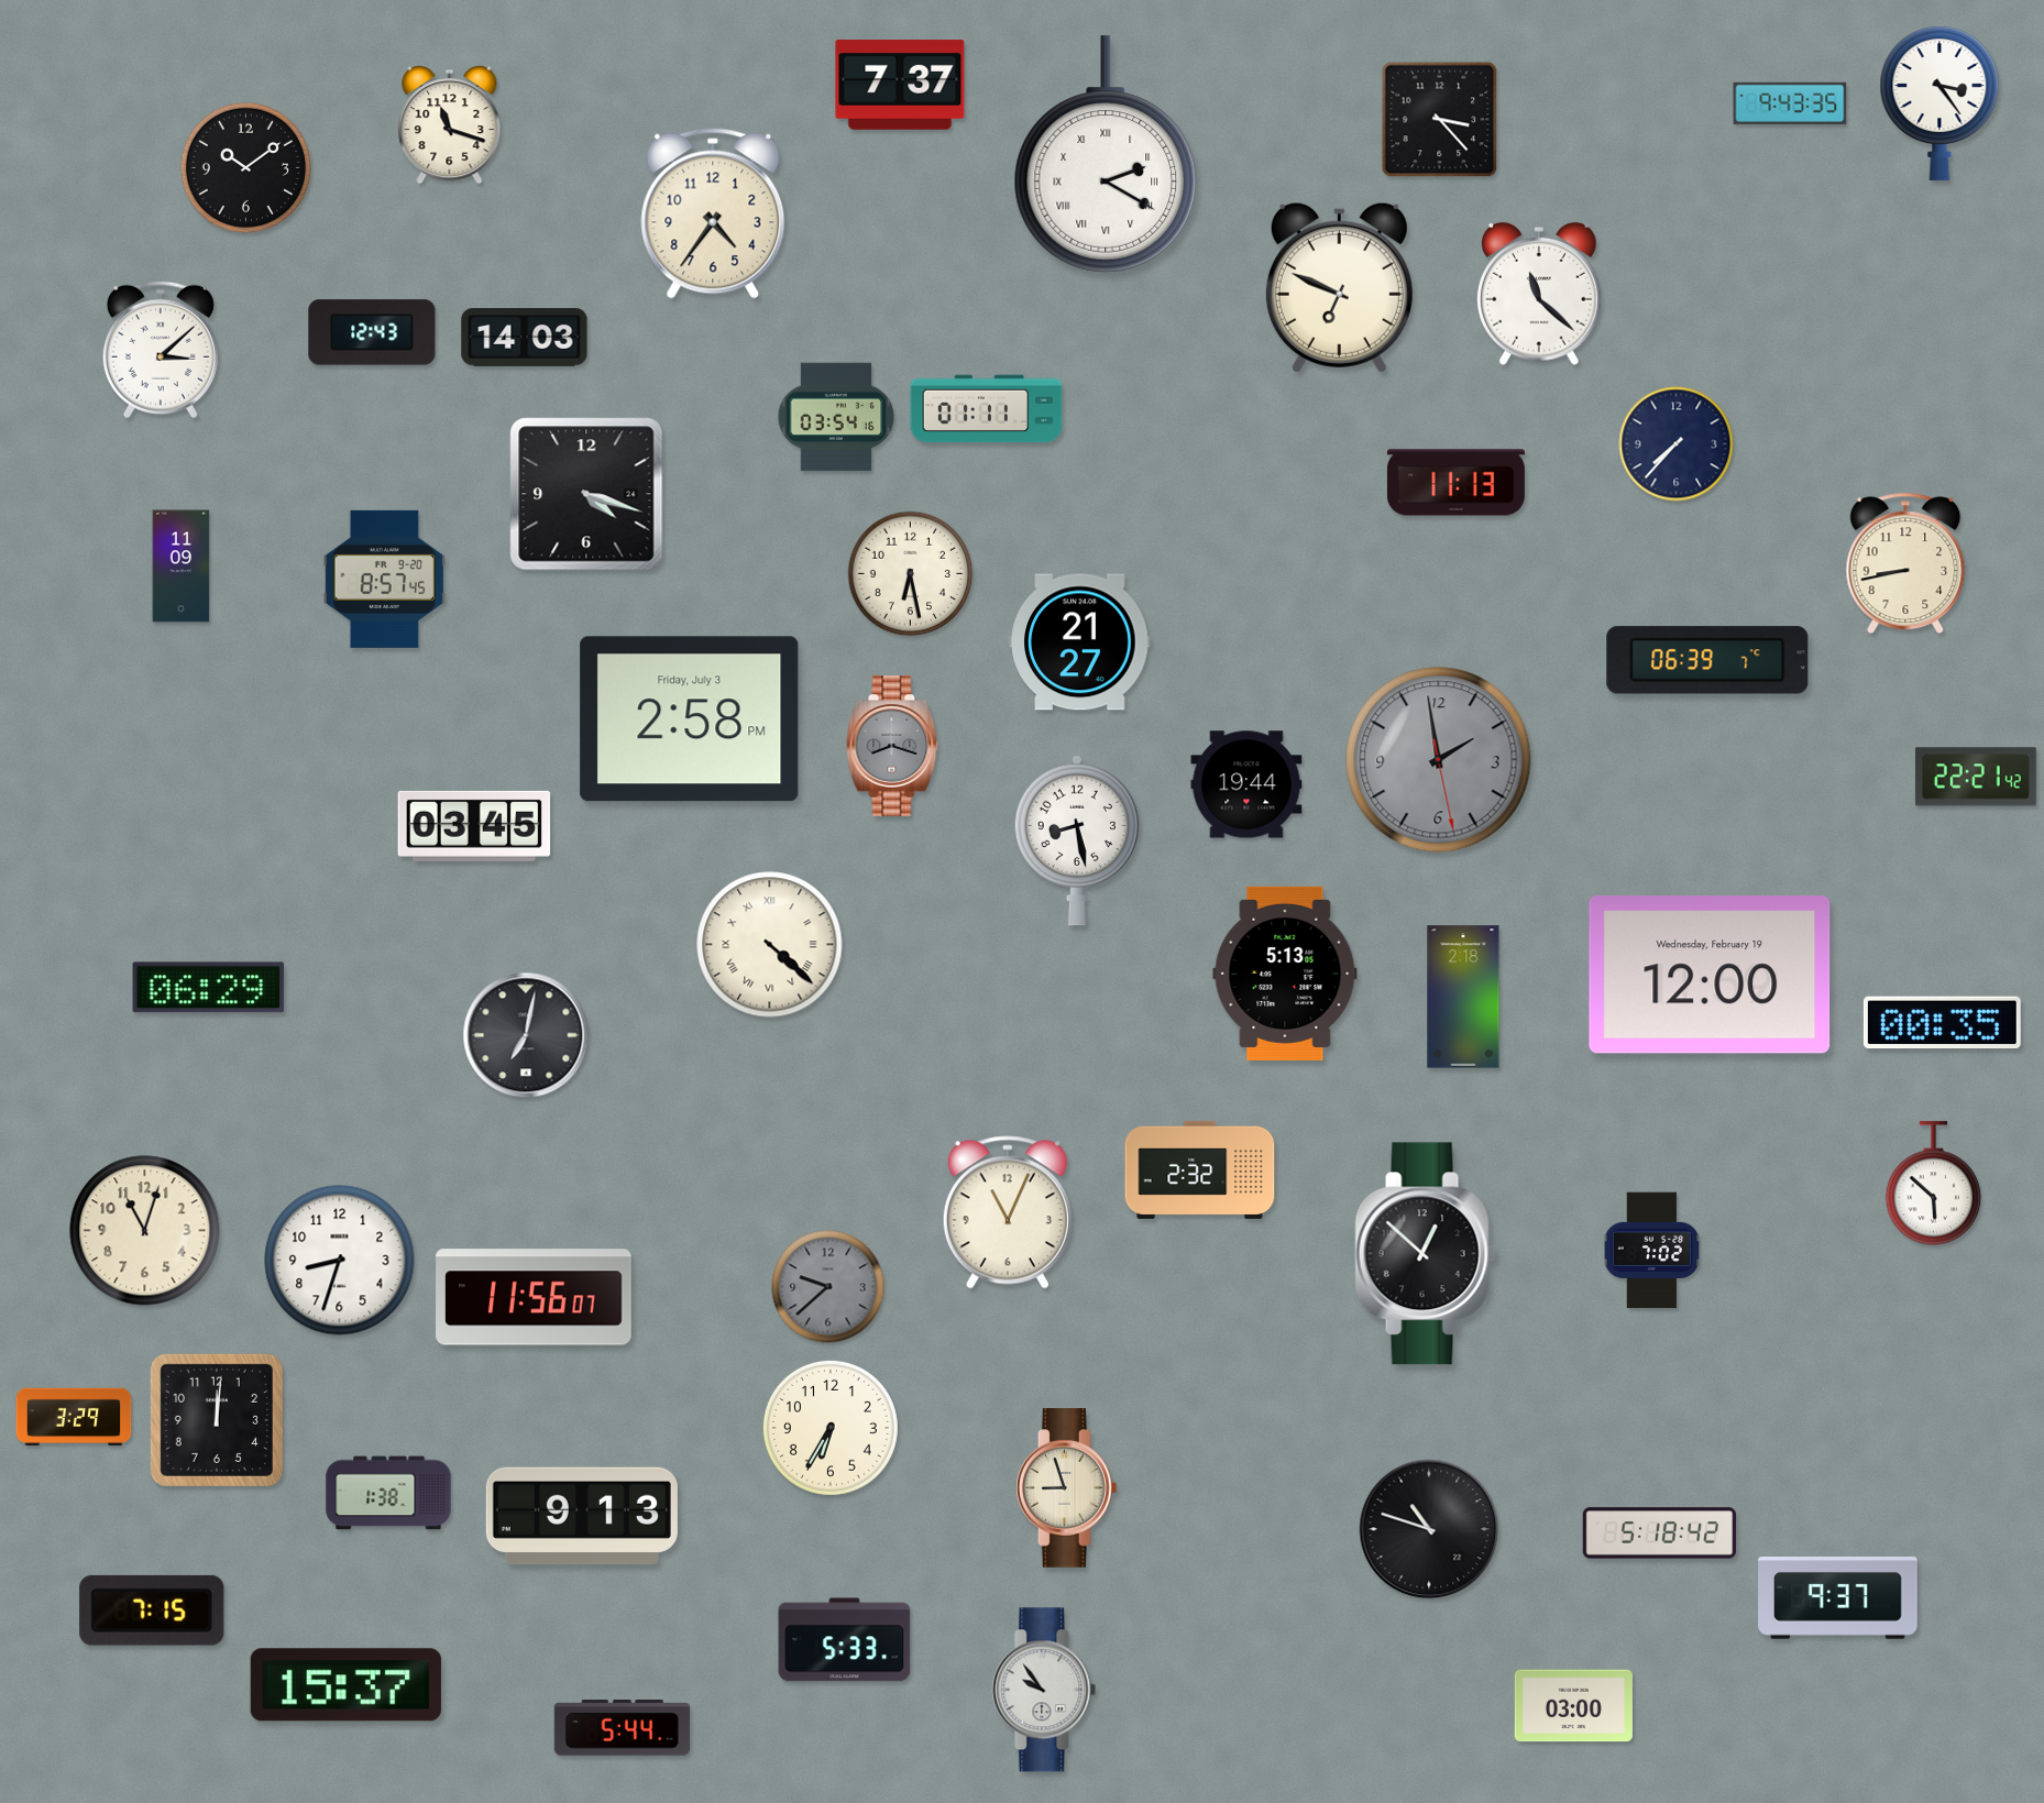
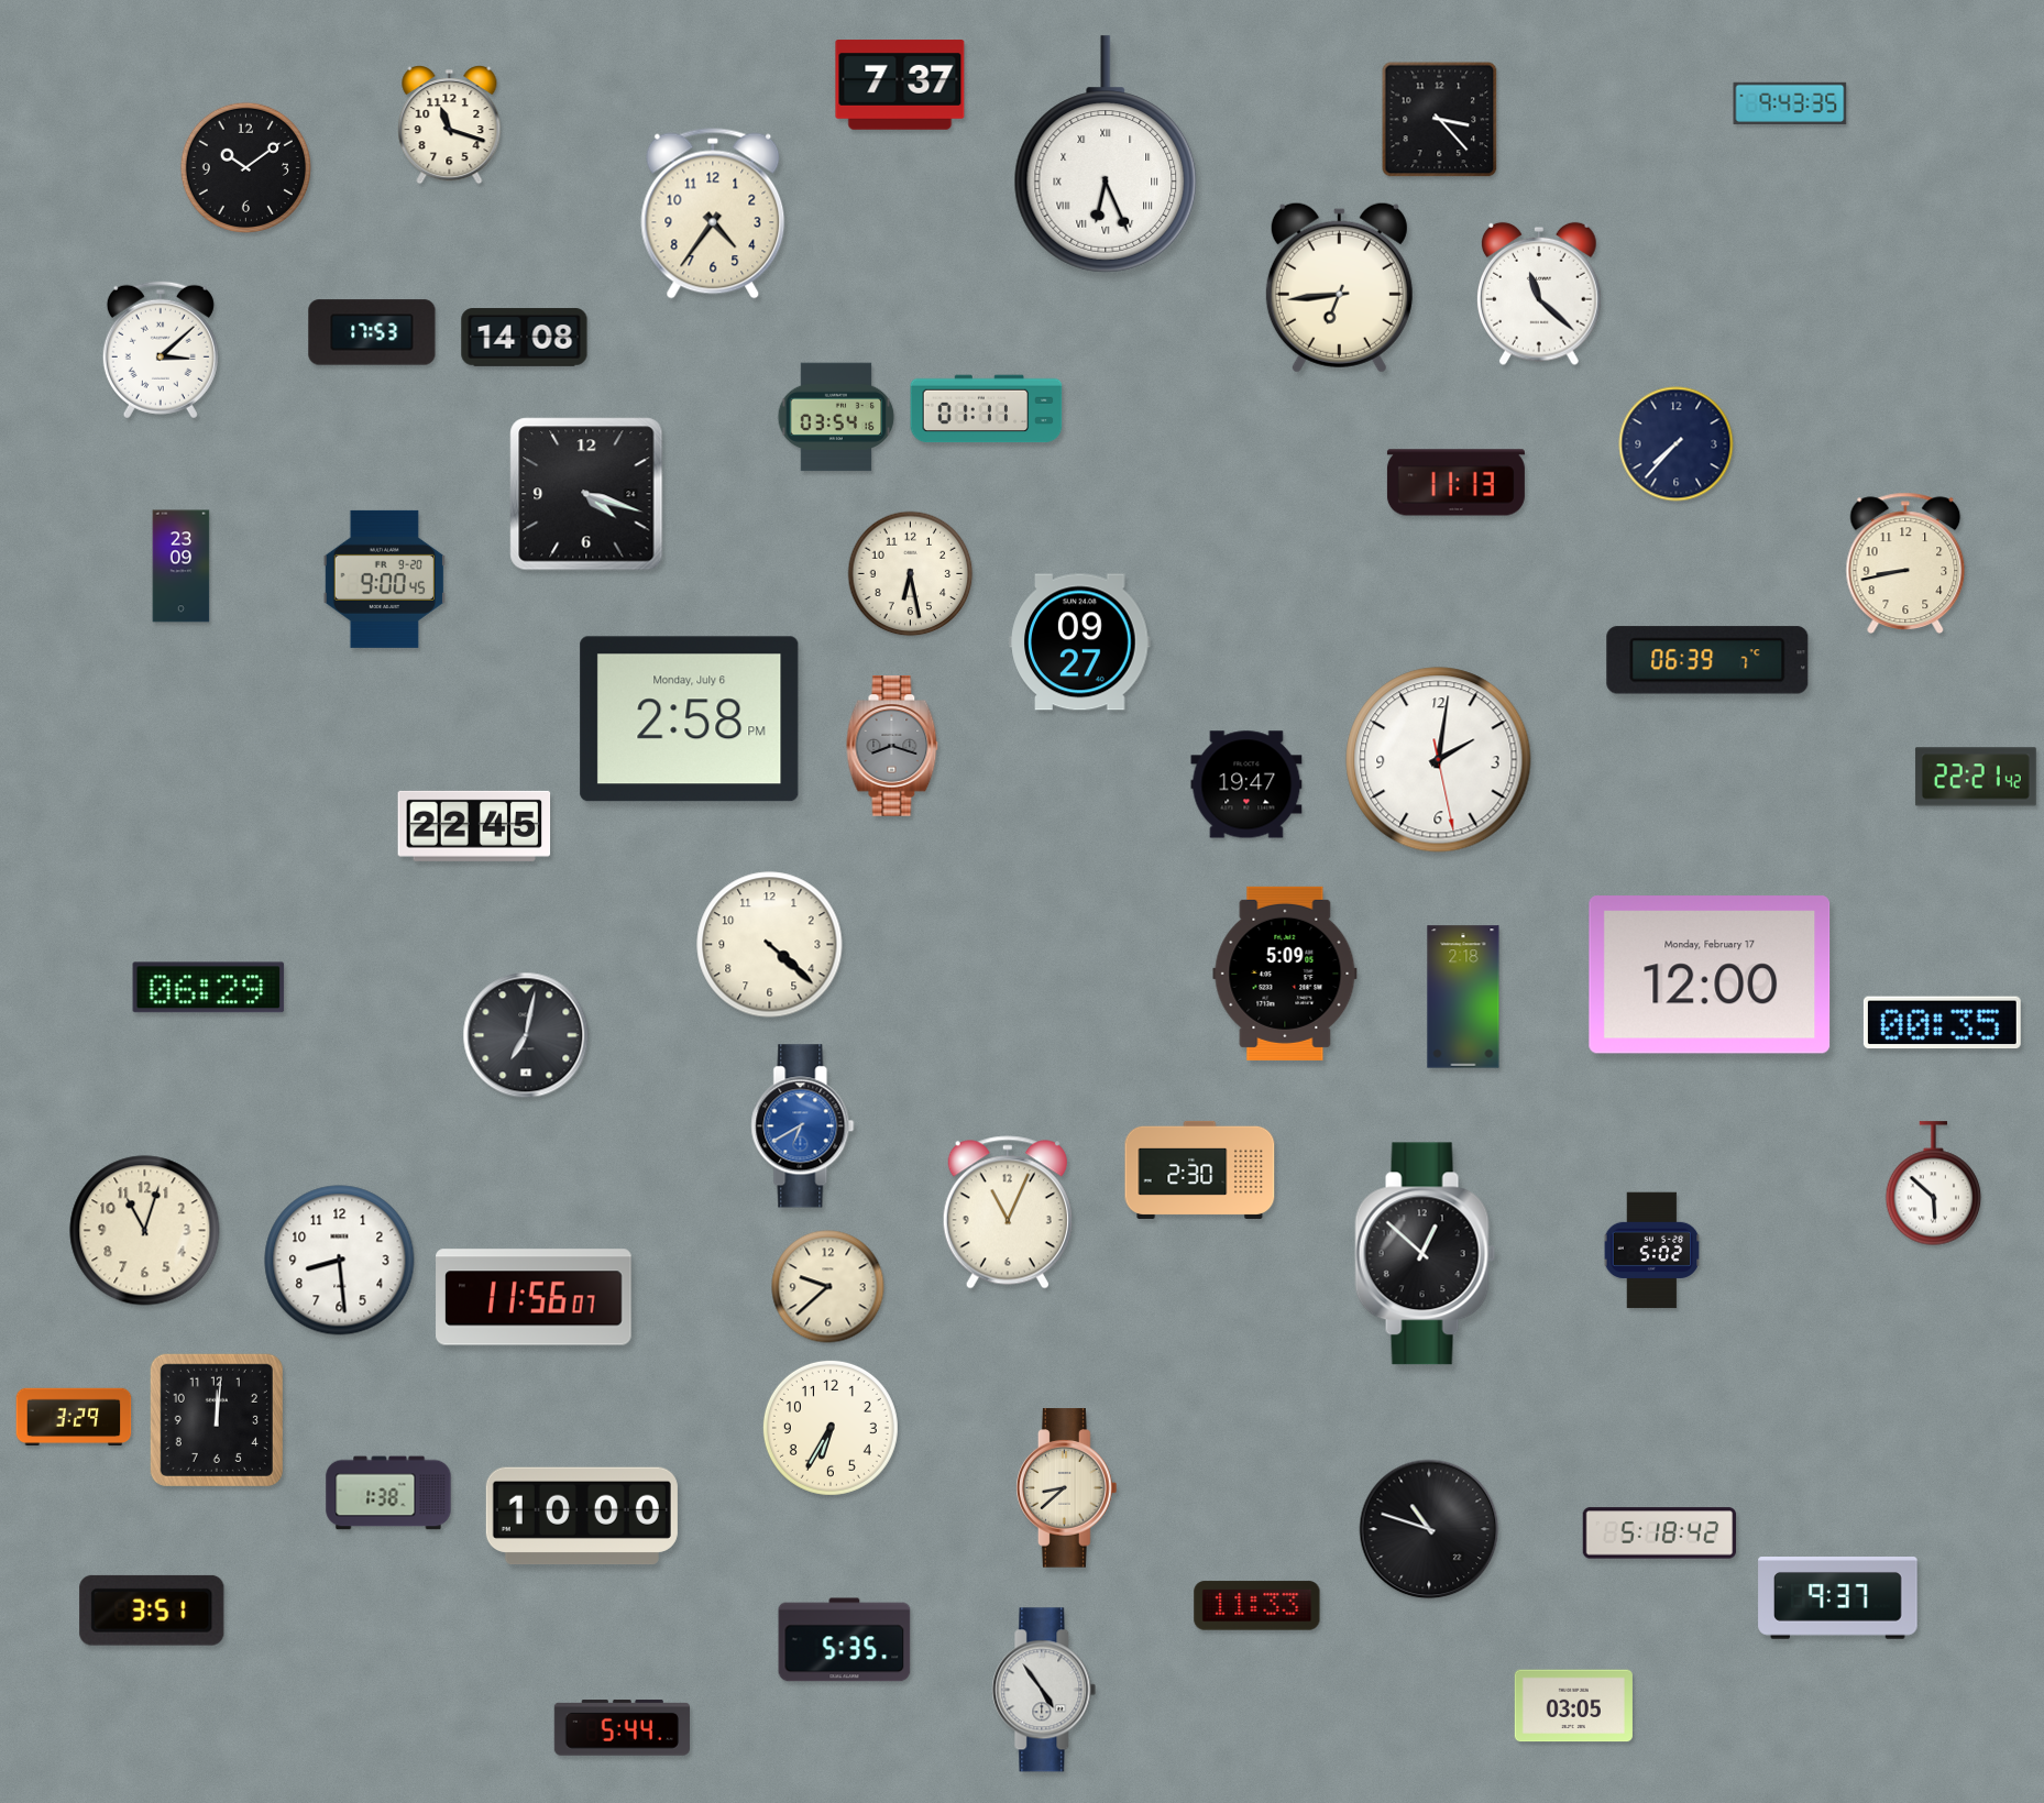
clock at (1939, 103): 3:24 -> none
clock at (1106, 154): 2:20 -> 6:26
clock at (1339, 287): 6:49 -> 6:44
clock at (372, 332): 12:43 -> 17:53
clock at (525, 338): 14:03 -> 14:08
clock at (182, 567): 11:09 -> 23:09
clock at (384, 579): 8:57 -> 9:00
clock at (1080, 642): 21:27 -> 09:27
clock at (690, 719) date: Friday, July 3 -> Monday, July 6
clock at (1439, 760): 1:58 -> 2:01
clock at (1439, 760) dial: grey -> white
clock at (1246, 784): 19:44 -> 19:47
clock at (474, 826): 03:45 -> 22:45
clock at (1077, 840): 8:28 -> none
clock at (770, 945) numerals: Roman -> Arabic
clock at (1285, 974): 5:13 -> 5:09
clock at (1710, 975) date: Wednesday, February 19 -> Monday, February 17
clock at (803, 1126): none -> 6:40
clock at (1200, 1169): 2:32 -> 2:30
clock at (1652, 1251): 7:02 -> 5:02
clock at (340, 1261): 8:33 -> 8:29
clock at (828, 1287) dial: grey -> cream
clock at (1067, 1488): 8:57 -> 8:38
clock at (582, 1516): 9:13 -> 10:00
clock at (1257, 1606): none -> 11:33
clock at (152, 1610): 7:15 -> 3:51
clock at (845, 1640): 5:33 -> 5:35
clock at (345, 1685): 15:37 -> none
clock at (1044, 1690): 9:54 -> 4:54
clock at (1573, 1706): 03:00 -> 03:05
